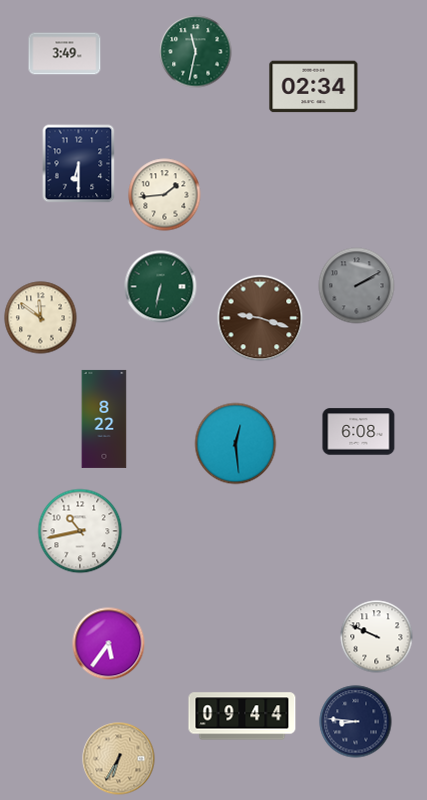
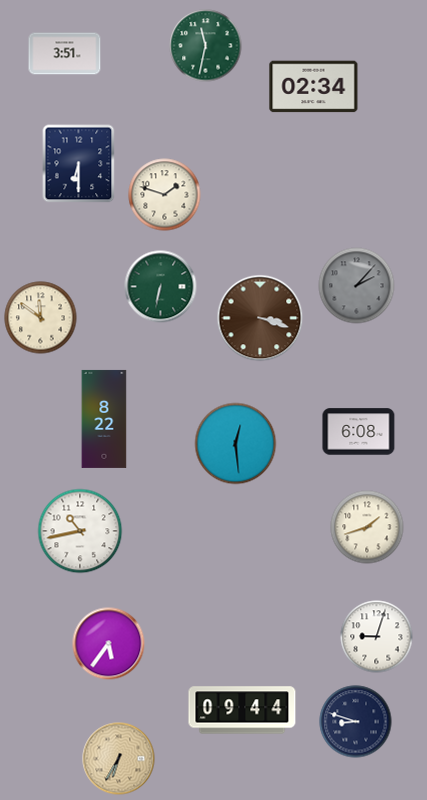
clock at (196, 52) position: (196, 52) -> (206, 46)
clock at (65, 54): 3:49 -> 3:51
clock at (165, 195): 1:44 -> 1:48
clock at (357, 286): 2:10 -> 2:07
clock at (260, 318): 9:18 -> 3:18
clock at (367, 527): none -> 1:42
clock at (377, 637): 9:49 -> 9:03
clock at (242, 716) position: (242, 716) -> (242, 710)
clock at (356, 722): 8:46 -> 8:48
